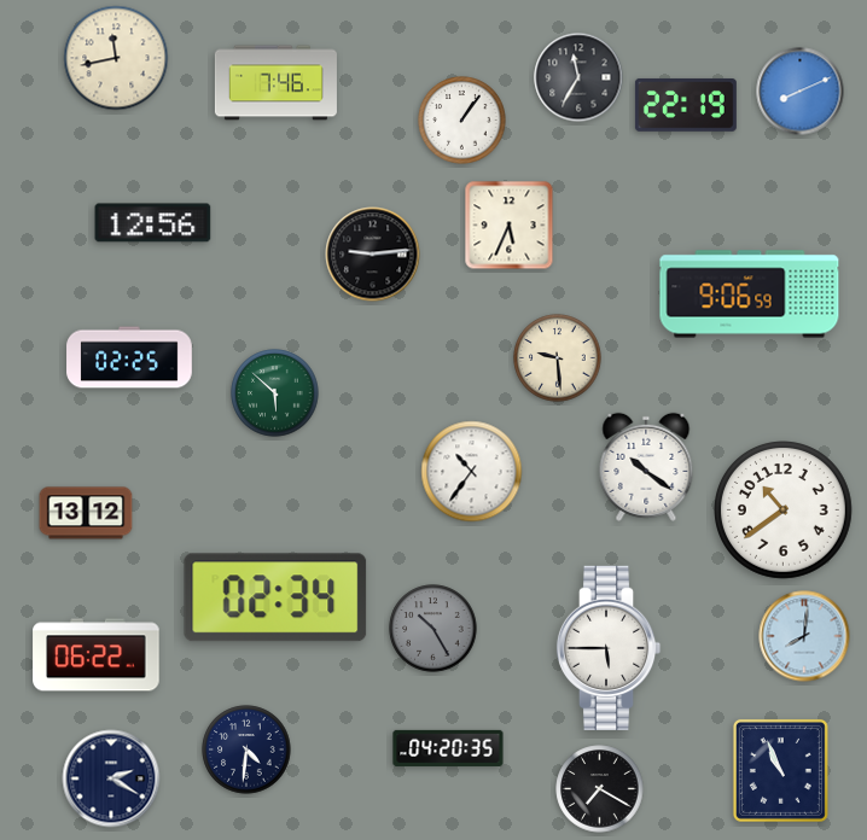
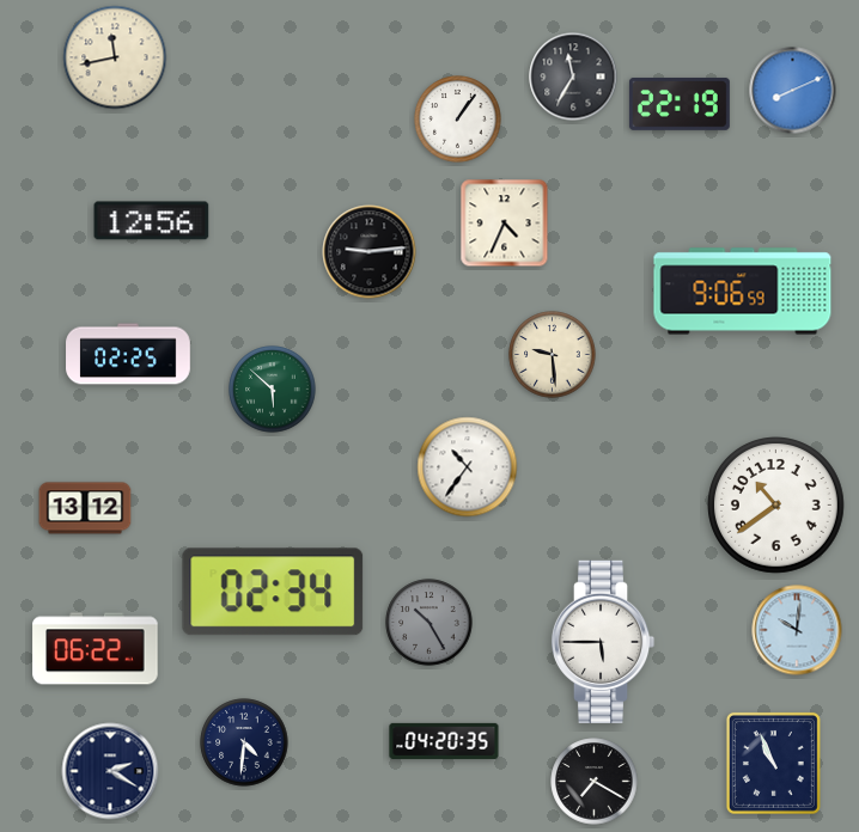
clock at (275, 83): 7:46 -> none
clock at (510, 226): 5:34 -> 4:34
clock at (646, 467): 10:21 -> none
clock at (804, 636): 8:01 -> 10:01
